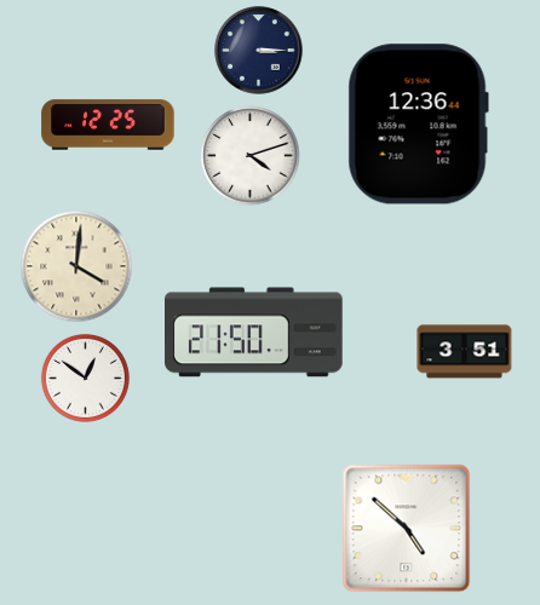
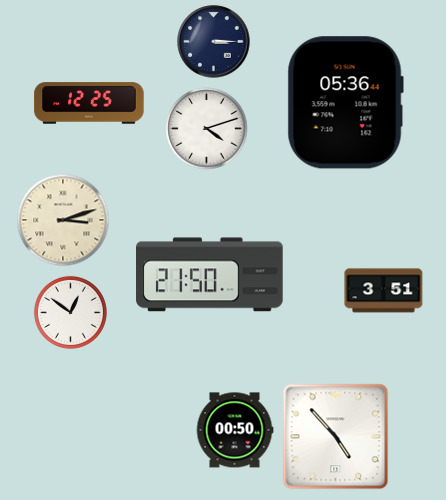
clock at (418, 125): 12:36 -> 05:36
clock at (76, 266): 4:01 -> 3:12
clock at (235, 430): none -> 00:50
clock at (407, 529): 4:52 -> 4:53
